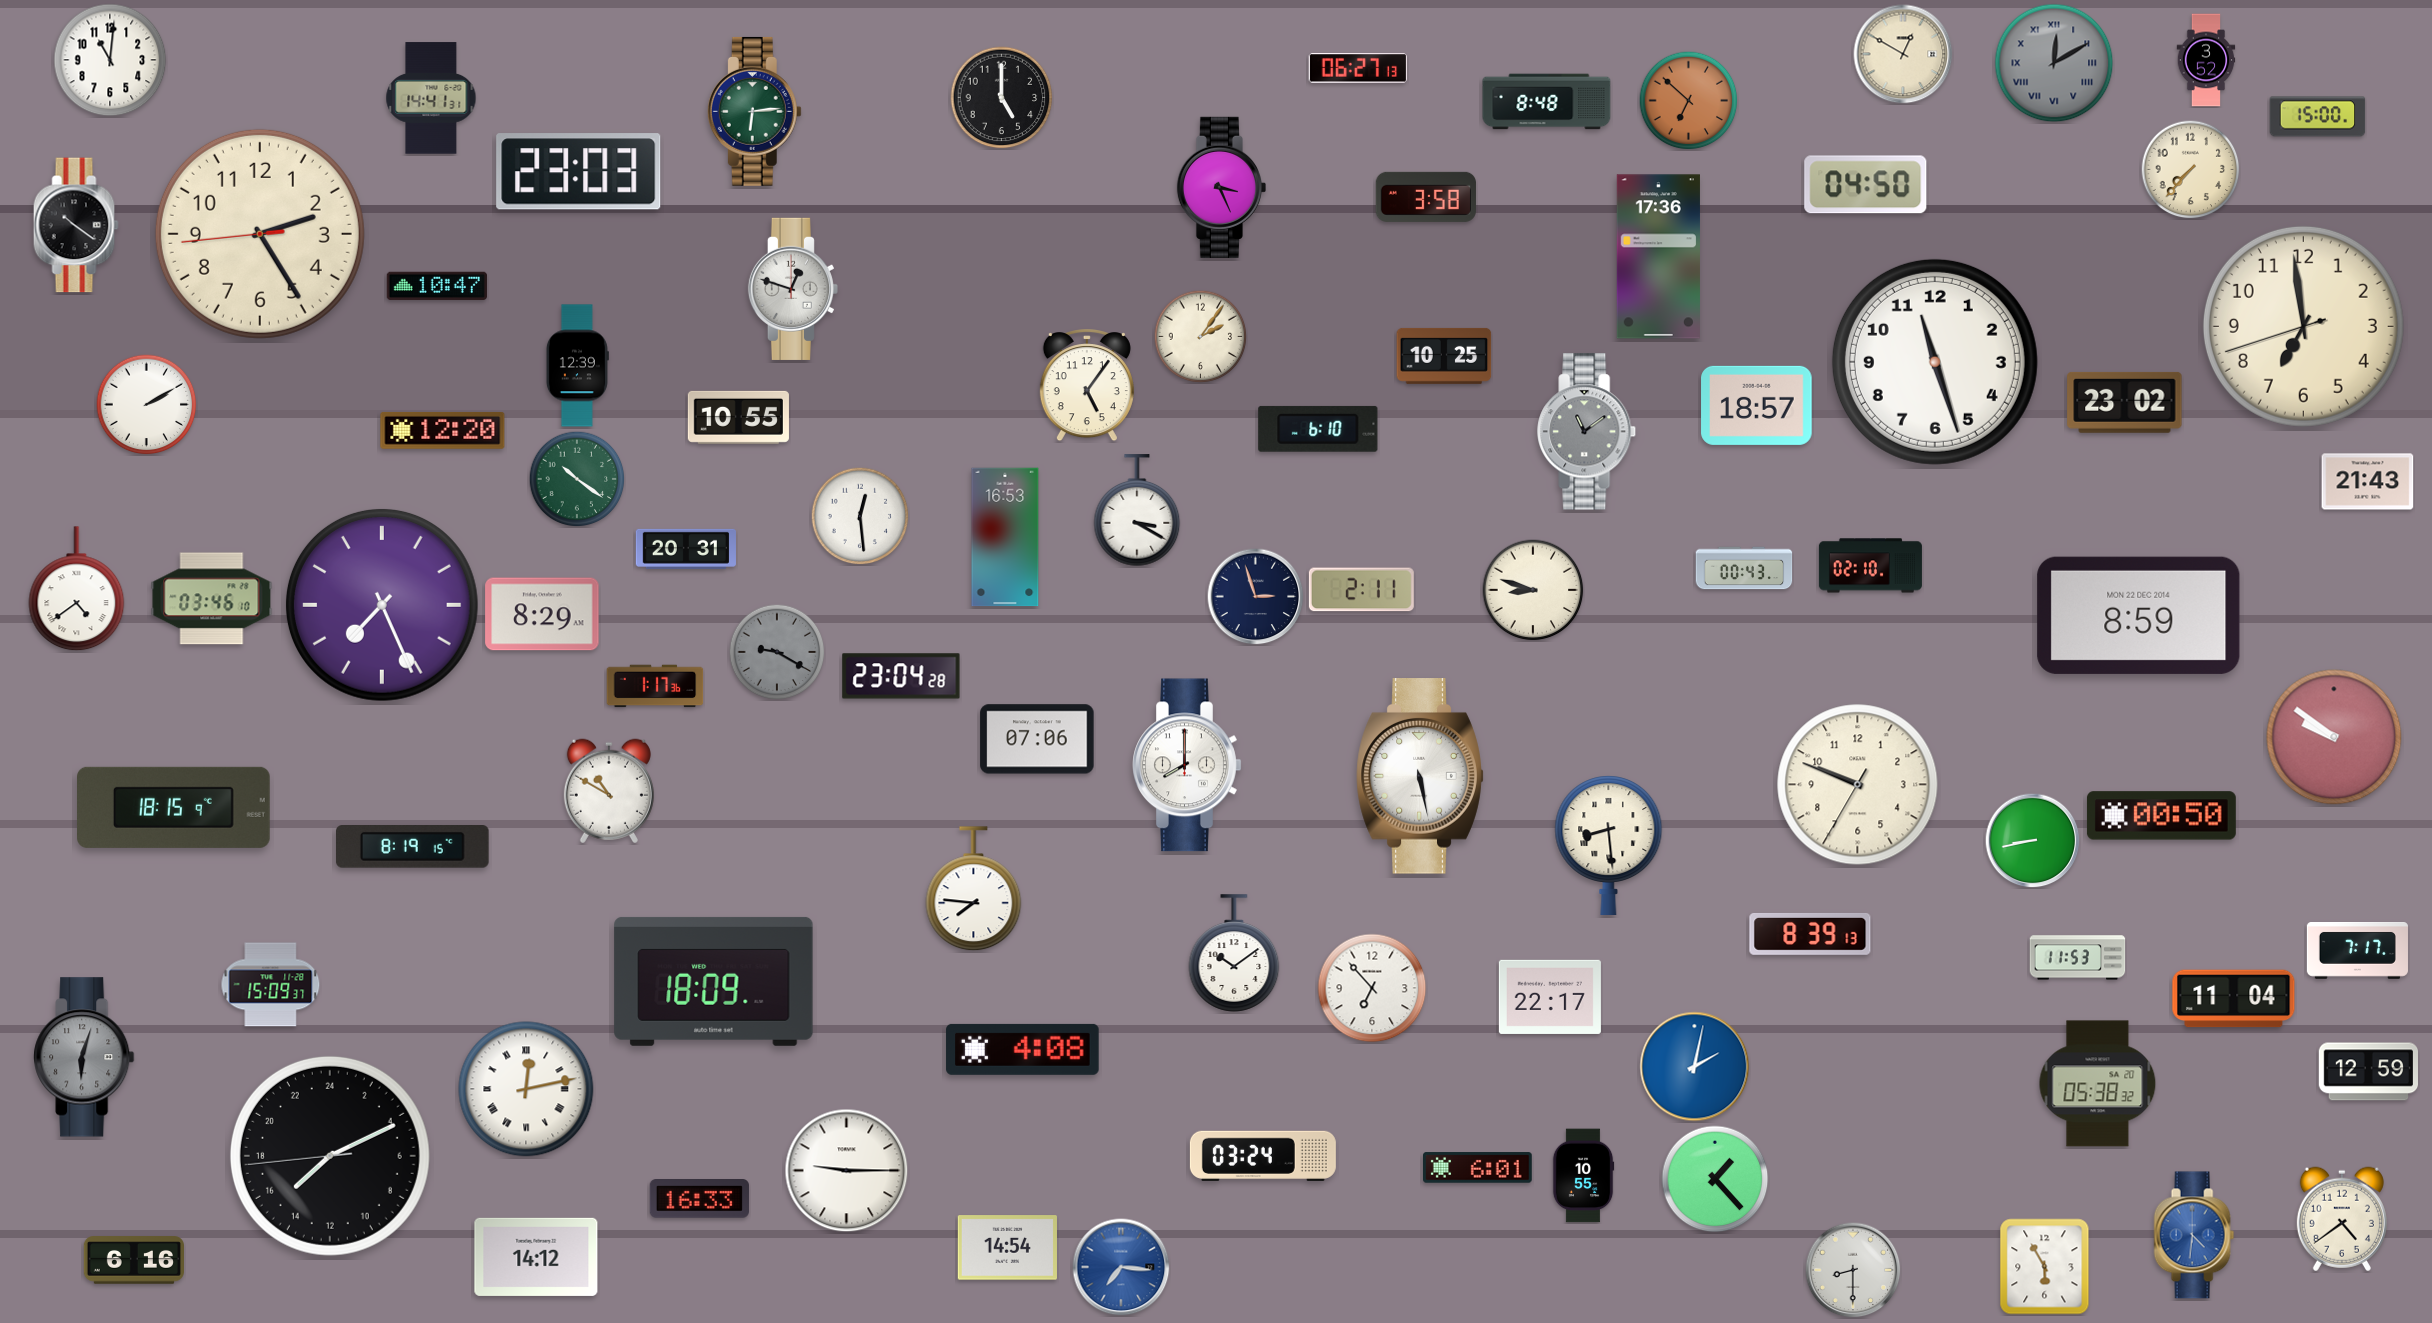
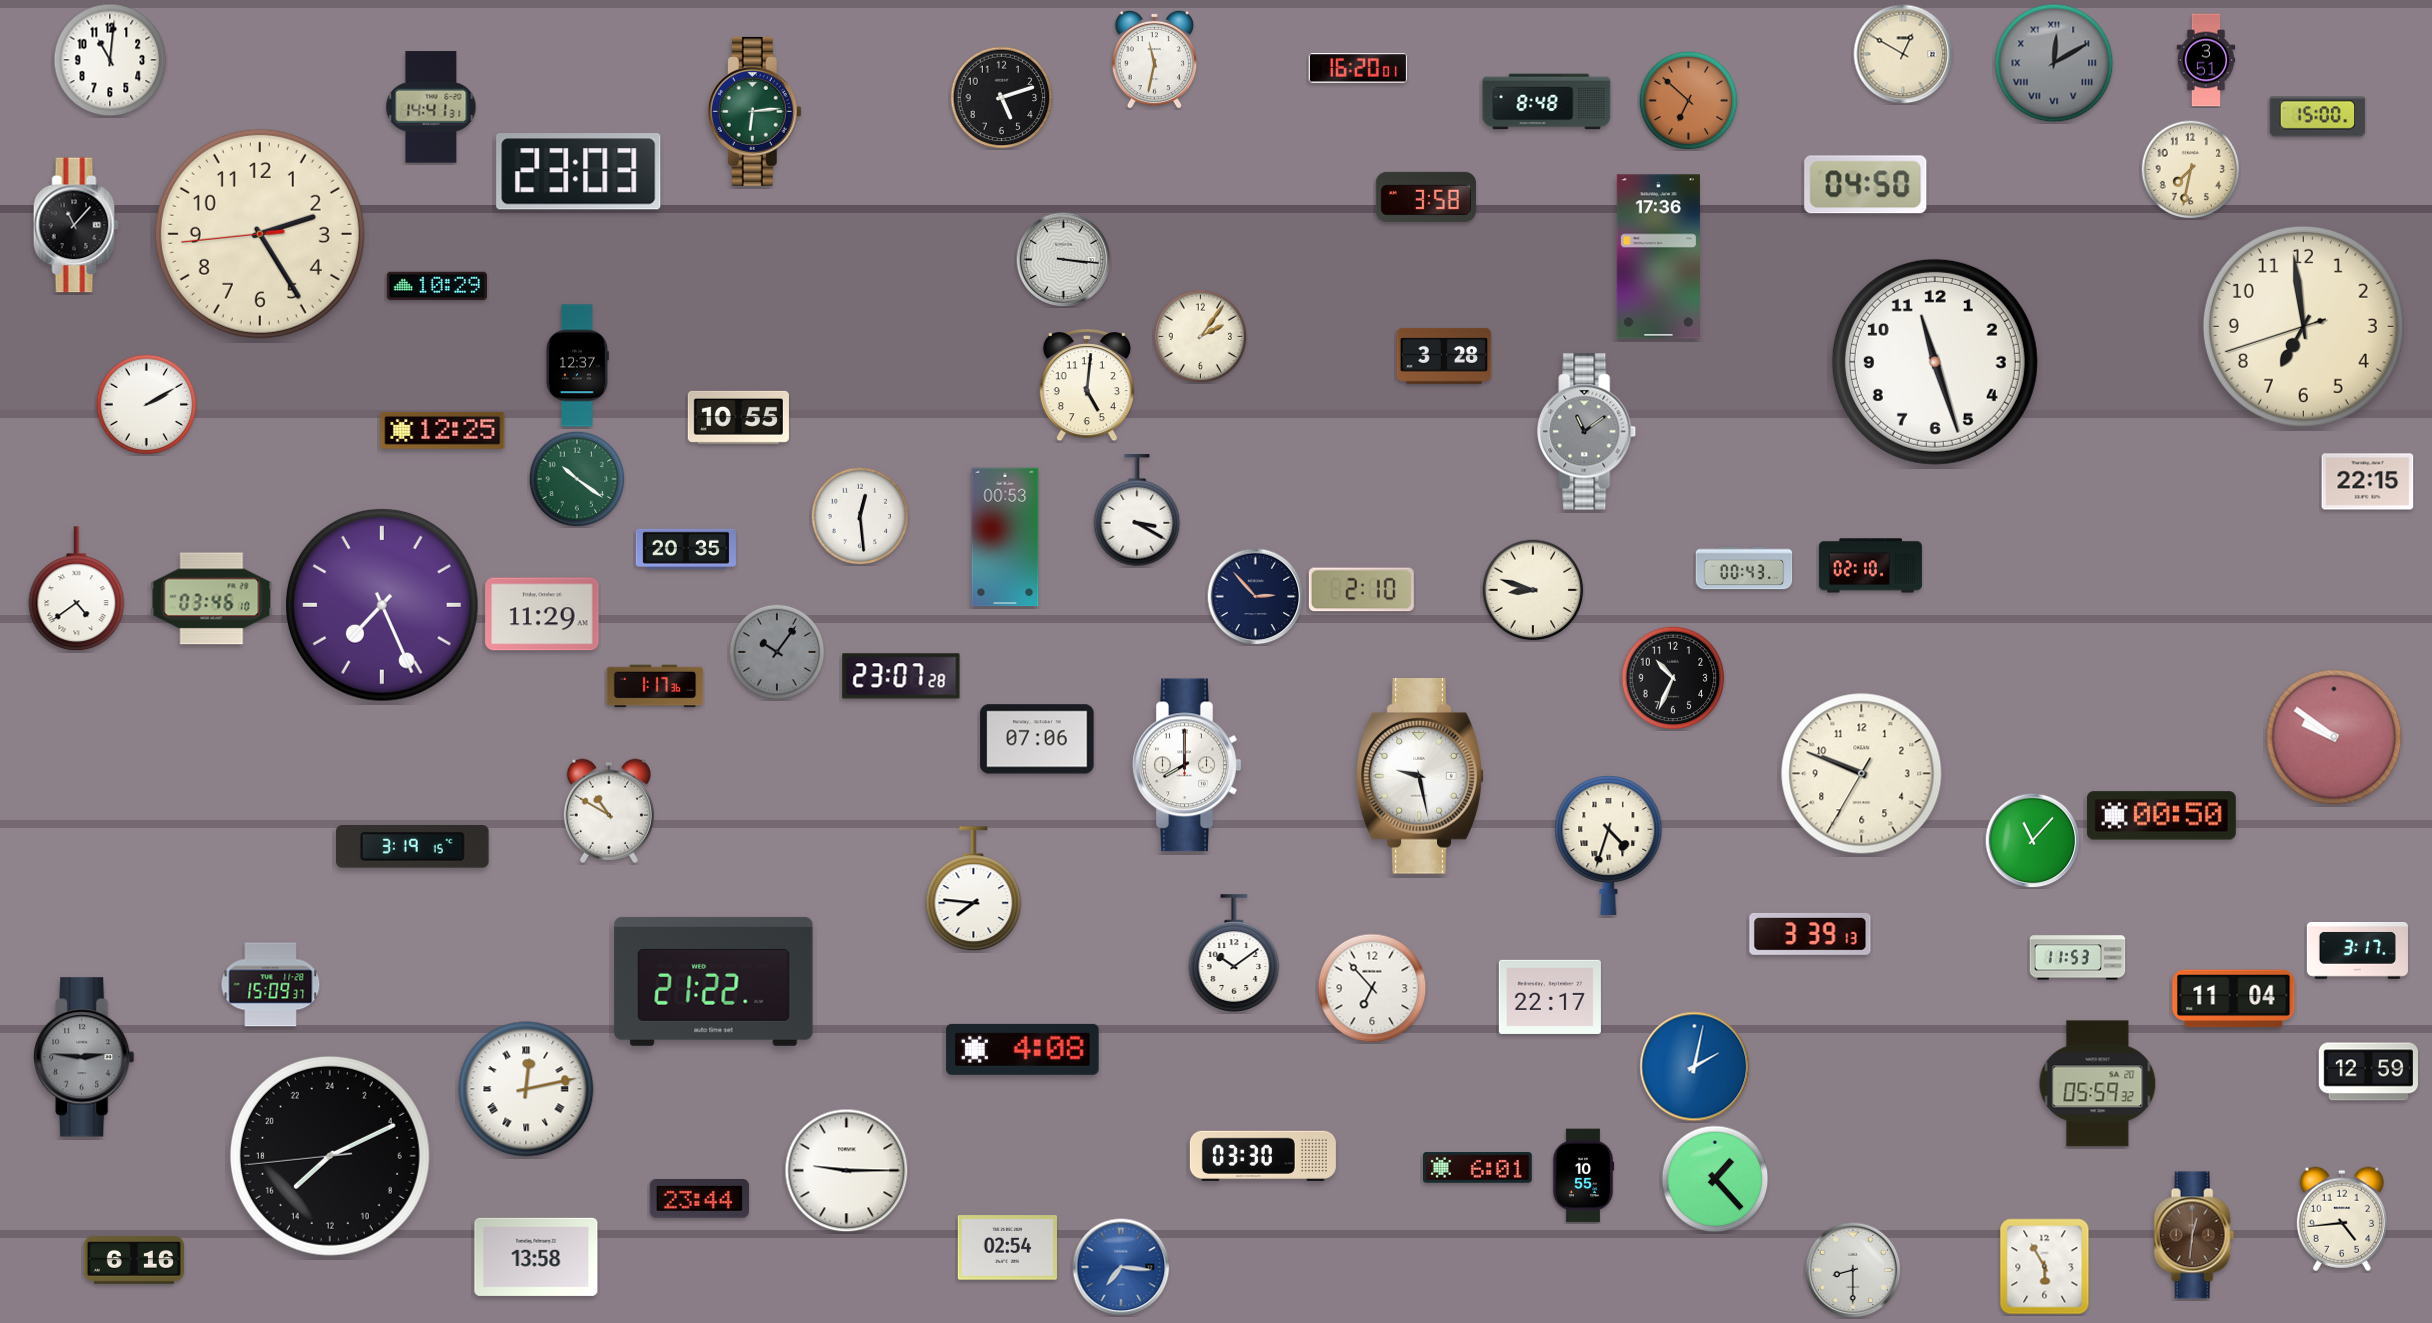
clock at (1155, 59): none -> 11:32
clock at (2206, 60): 3:52 -> 3:51
clock at (1357, 68): 06:27 -> 16:20
clock at (431, 98) position: (431, 98) -> (431, 107)
clock at (1002, 98): 5:00 -> 5:12
clock at (2191, 170): 7:37 -> 7:32
clock at (1221, 187): 3:26 -> none
clock at (76, 225): 10:21 -> 11:07
clock at (1063, 259): none -> 3:16
clock at (437, 285): 10:47 -> 10:29
clock at (793, 289): 12:48 -> none
clock at (1444, 356): 10:25 -> 3:28
clock at (577, 366): 12:39 -> 12:37
clock at (1087, 386): 5:06 -> 5:01
clock at (2125, 402): 23:02 -> none
clock at (1757, 405): 18:57 -> none
clock at (1318, 429): 6:10 -> none
clock at (443, 430): 12:20 -> 12:25
clock at (2368, 482): 21:43 -> 22:15
clock at (1005, 537): 16:53 -> 00:53
clock at (686, 549): 20:31 -> 20:35
clock at (1361, 590): 2:11 -> 2:10
clock at (1256, 597): 2:57 -> 2:53
clock at (542, 614): 8:29 -> 11:29
clock at (2139, 615): 8:59 -> none
clock at (777, 652): 9:20 -> 10:06
clock at (901, 676): 23:04 -> 23:07
clock at (1673, 678): none -> 10:34
clock at (1420, 776): 5:28 -> 9:28
clock at (1858, 785) position: (1858, 785) -> (1862, 774)
clock at (609, 791) position: (609, 791) -> (609, 811)
clock at (174, 807): 18:15 -> none
clock at (2032, 840): 8:43 -> 11:07
clock at (1609, 845): 8:29 -> 4:33
clock at (413, 847): 8:19 -> 3:19
clock at (1810, 934): 8:39 -> 3:39
clock at (2357, 951): 7:17 -> 3:17
clock at (714, 981): 18:09 -> 21:22
clock at (84, 1057): 6:03 -> 2:46
clock at (2098, 1084): 05:38 -> 05:59
clock at (1263, 1156): 03:24 -> 03:30
clock at (699, 1199): 16:33 -> 23:44
clock at (2342, 1219): 4:39 -> 4:44
clock at (2194, 1235): 4:31 -> 12:31
clock at (2194, 1235) dial: blue -> brown
clock at (1007, 1248): 14:54 -> 02:54
clock at (536, 1257): 14:12 -> 13:58
